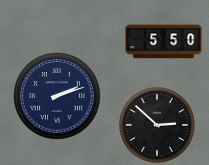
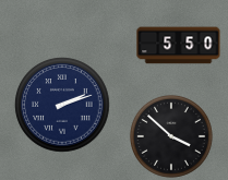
clock at (157, 125): 2:52 -> 3:52
